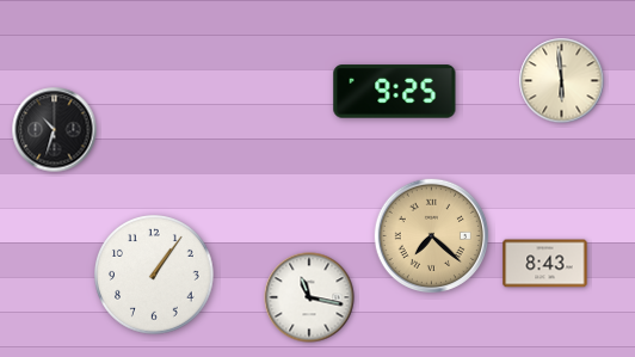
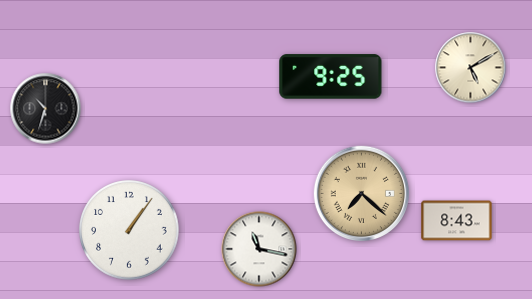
clock at (562, 81): 5:59 -> 5:10
clock at (431, 235) position: (431, 235) -> (361, 193)
